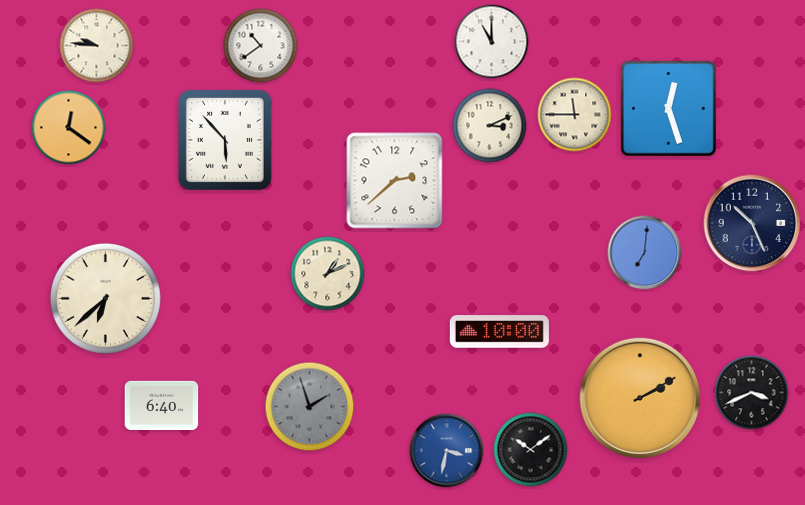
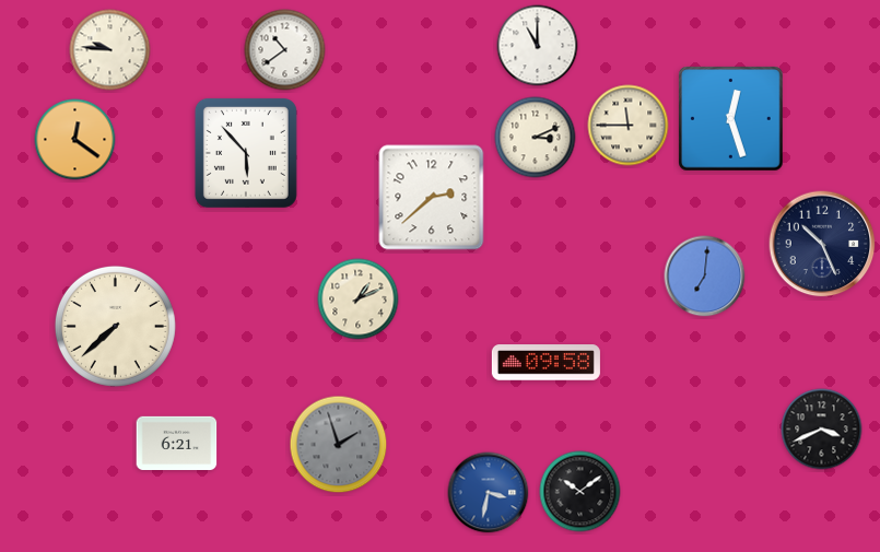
clock at (97, 46) position: (97, 46) -> (110, 50)
clock at (105, 298): 6:38 -> 7:38
clock at (499, 332): 10:00 -> 09:58
clock at (640, 398): 2:10 -> none
clock at (162, 405): 6:40 -> 6:21
